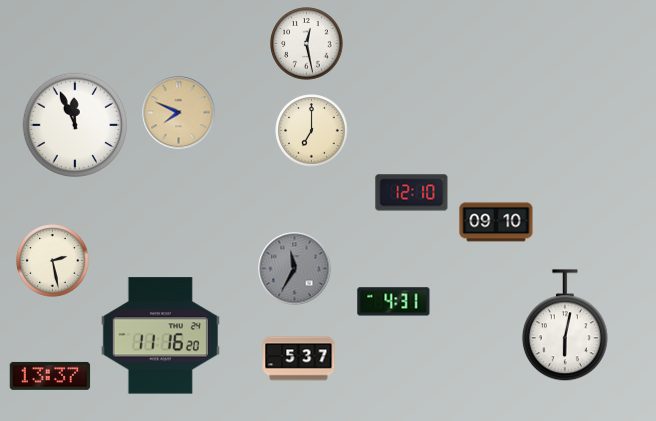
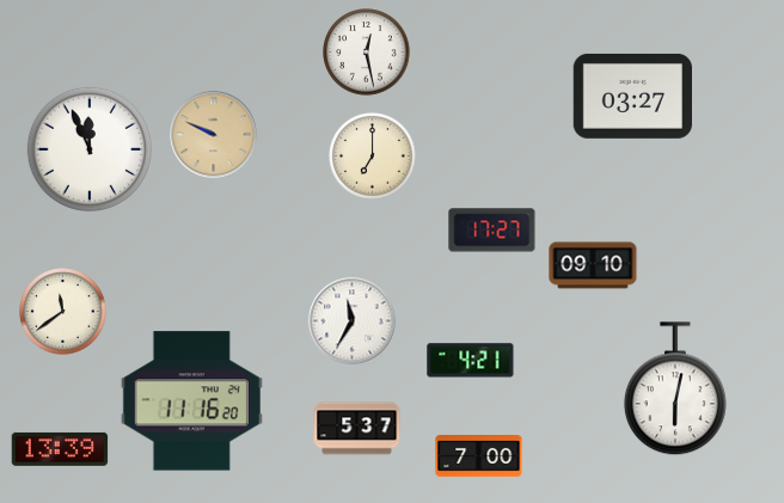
clock at (632, 96): none -> 03:27
clock at (179, 113): 7:49 -> 9:49
clock at (412, 193): 12:10 -> 17:27
clock at (53, 261): 2:28 -> 11:39
clock at (295, 269) dial: grey -> white
clock at (394, 302): 4:31 -> 4:21
clock at (50, 376): 13:37 -> 13:39
clock at (479, 456): none -> 7:00
